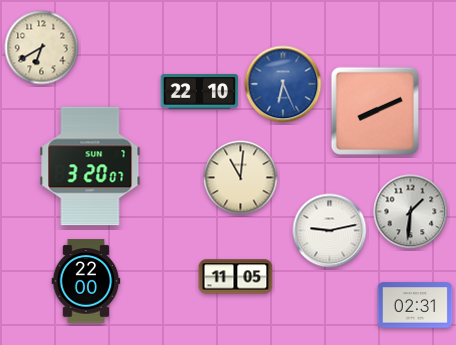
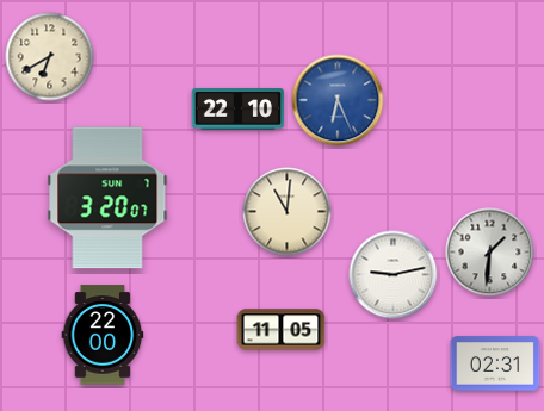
clock at (374, 110): 8:11 -> none
